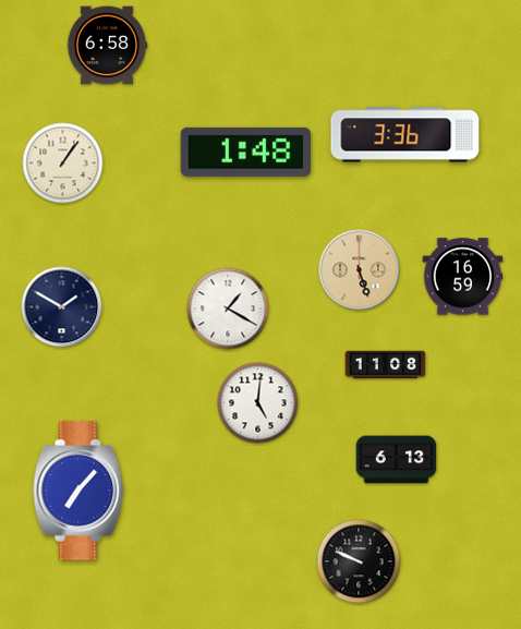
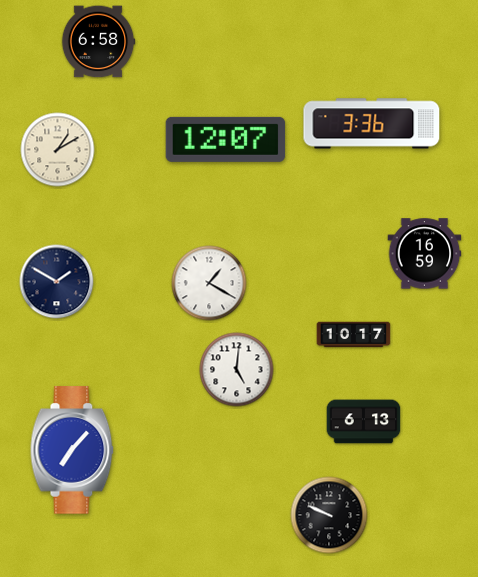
clock at (246, 152): 1:48 -> 12:07
clock at (63, 164): 1:06 -> 1:10
clock at (360, 270): 5:27 -> none
clock at (386, 365): 11:08 -> 10:17
